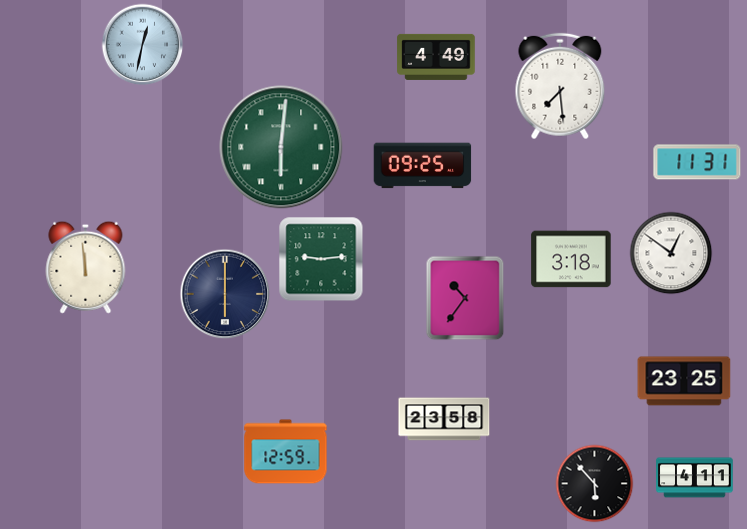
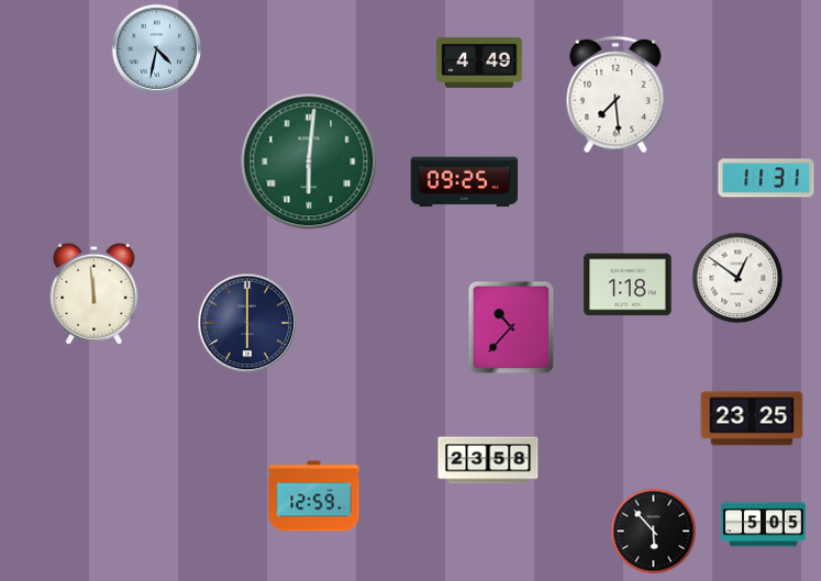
clock at (143, 45): 12:32 -> 4:32
clock at (321, 259): 9:14 -> none
clock at (571, 259): 3:18 -> 1:18
clock at (465, 298): 10:36 -> 10:37
clock at (695, 478): 4:11 -> 5:05
